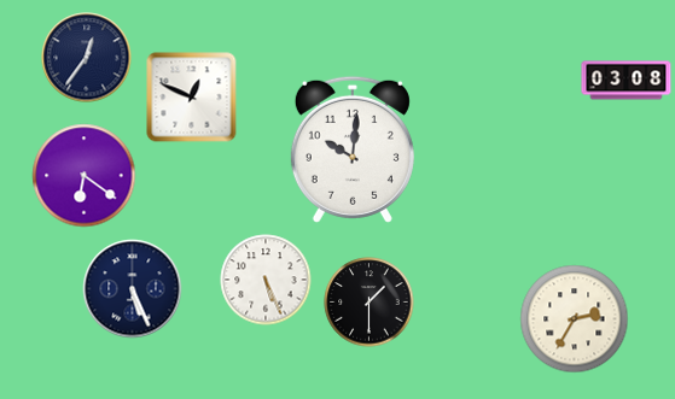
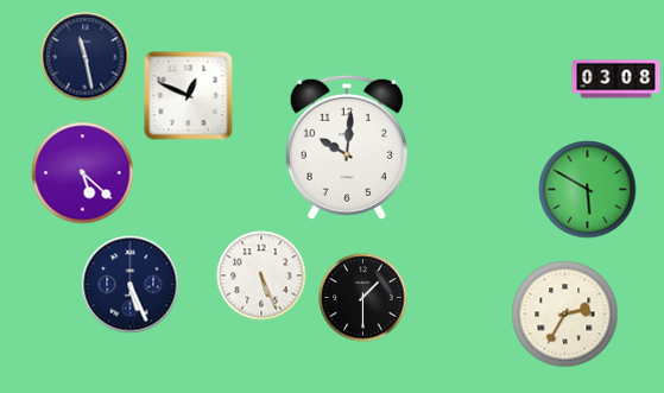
clock at (87, 58): 12:36 -> 11:28
clock at (85, 176): 6:21 -> 5:22
clock at (588, 190): none -> 5:50
